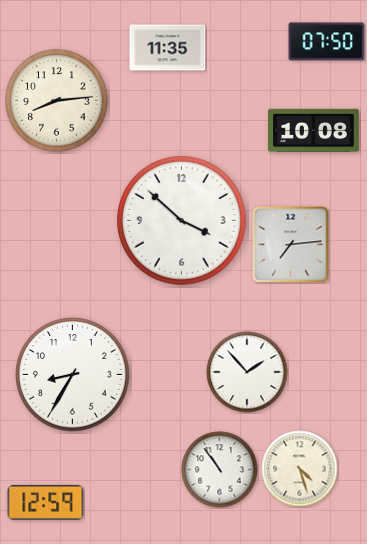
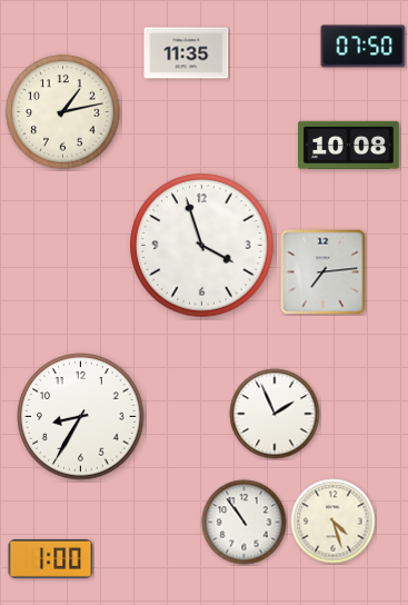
clock at (57, 101): 8:14 -> 1:13
clock at (182, 221): 3:52 -> 3:57
clock at (247, 372): 1:53 -> 1:56
clock at (46, 502): 12:59 -> 1:00
